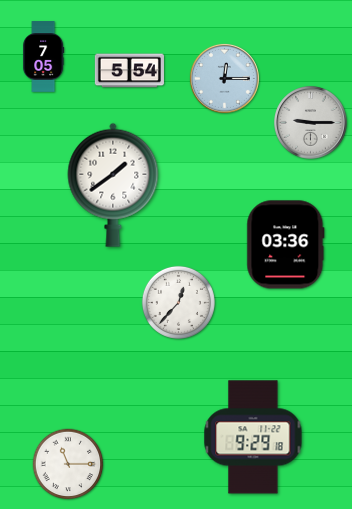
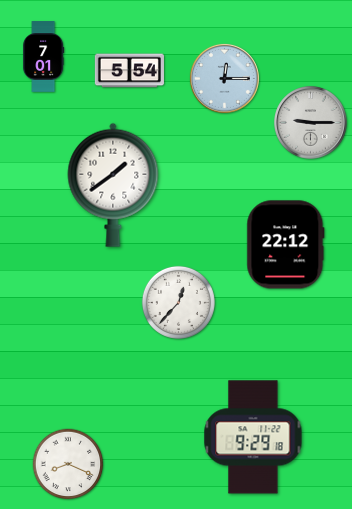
clock at (44, 57): 7:05 -> 7:01
clock at (286, 245): 03:36 -> 22:12
clock at (68, 464): 11:15 -> 8:19
